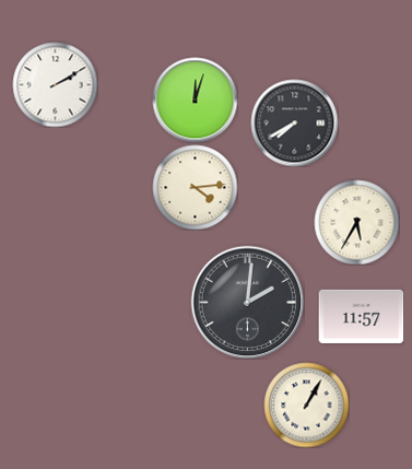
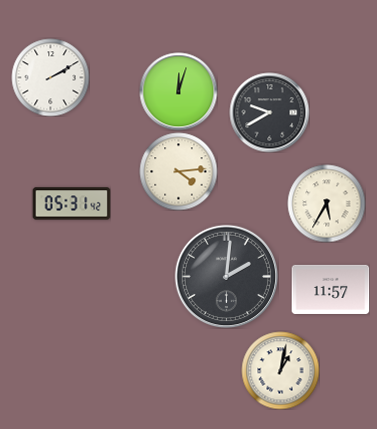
clock at (294, 122): 7:40 -> 9:40
clock at (71, 204): none -> 05:31
clock at (306, 404): 1:05 -> 1:02
